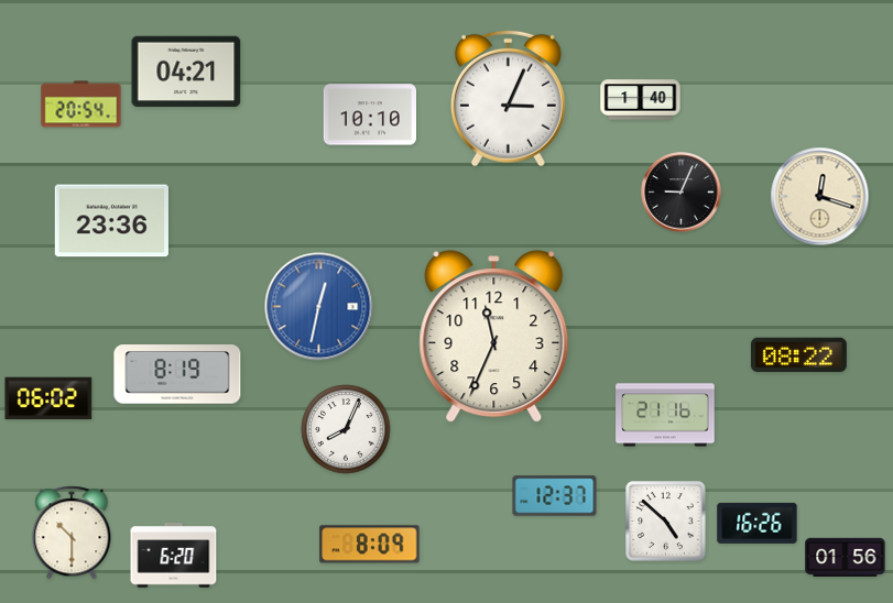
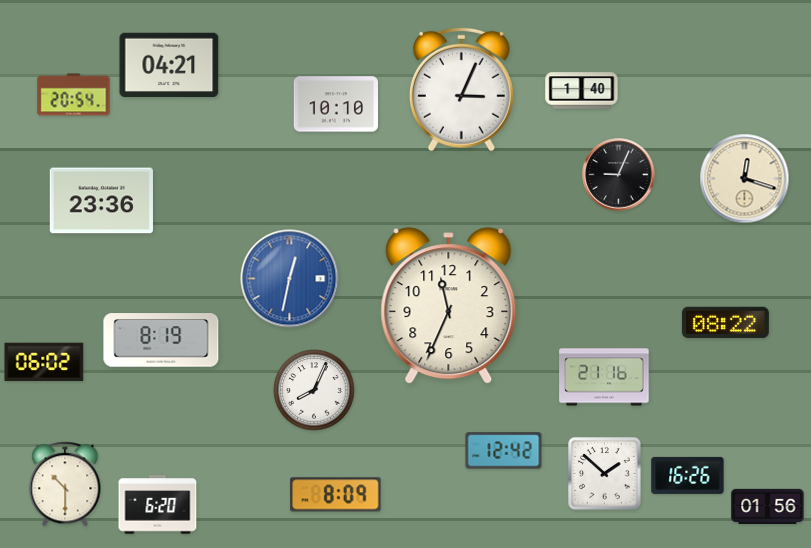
clock at (555, 496): 12:37 -> 12:42
clock at (666, 522): 4:52 -> 1:52
